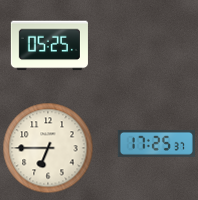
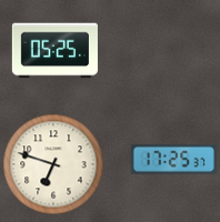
clock at (48, 148): 6:45 -> 6:48
